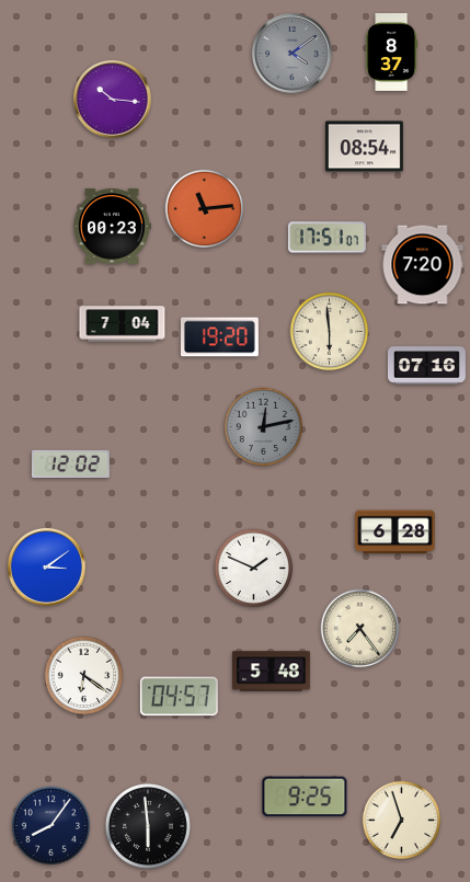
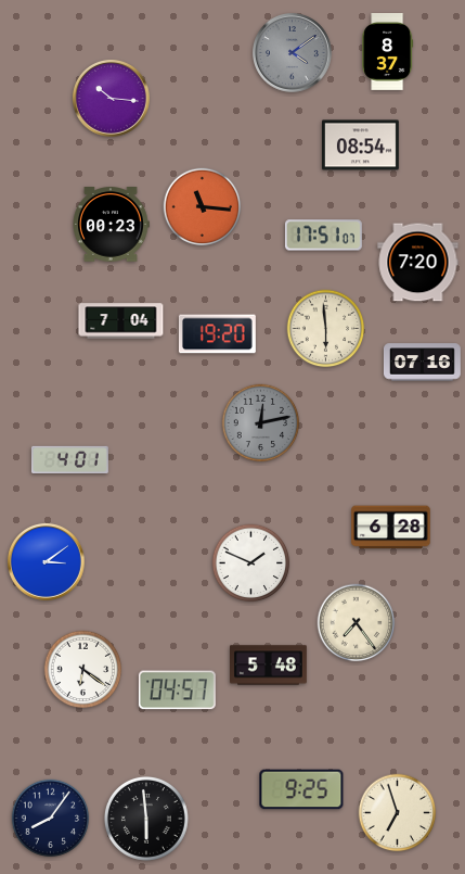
clock at (293, 54) position: (293, 54) -> (293, 53)
clock at (205, 209): 11:14 -> 11:16
clock at (70, 463): 12:02 -> 4:01
